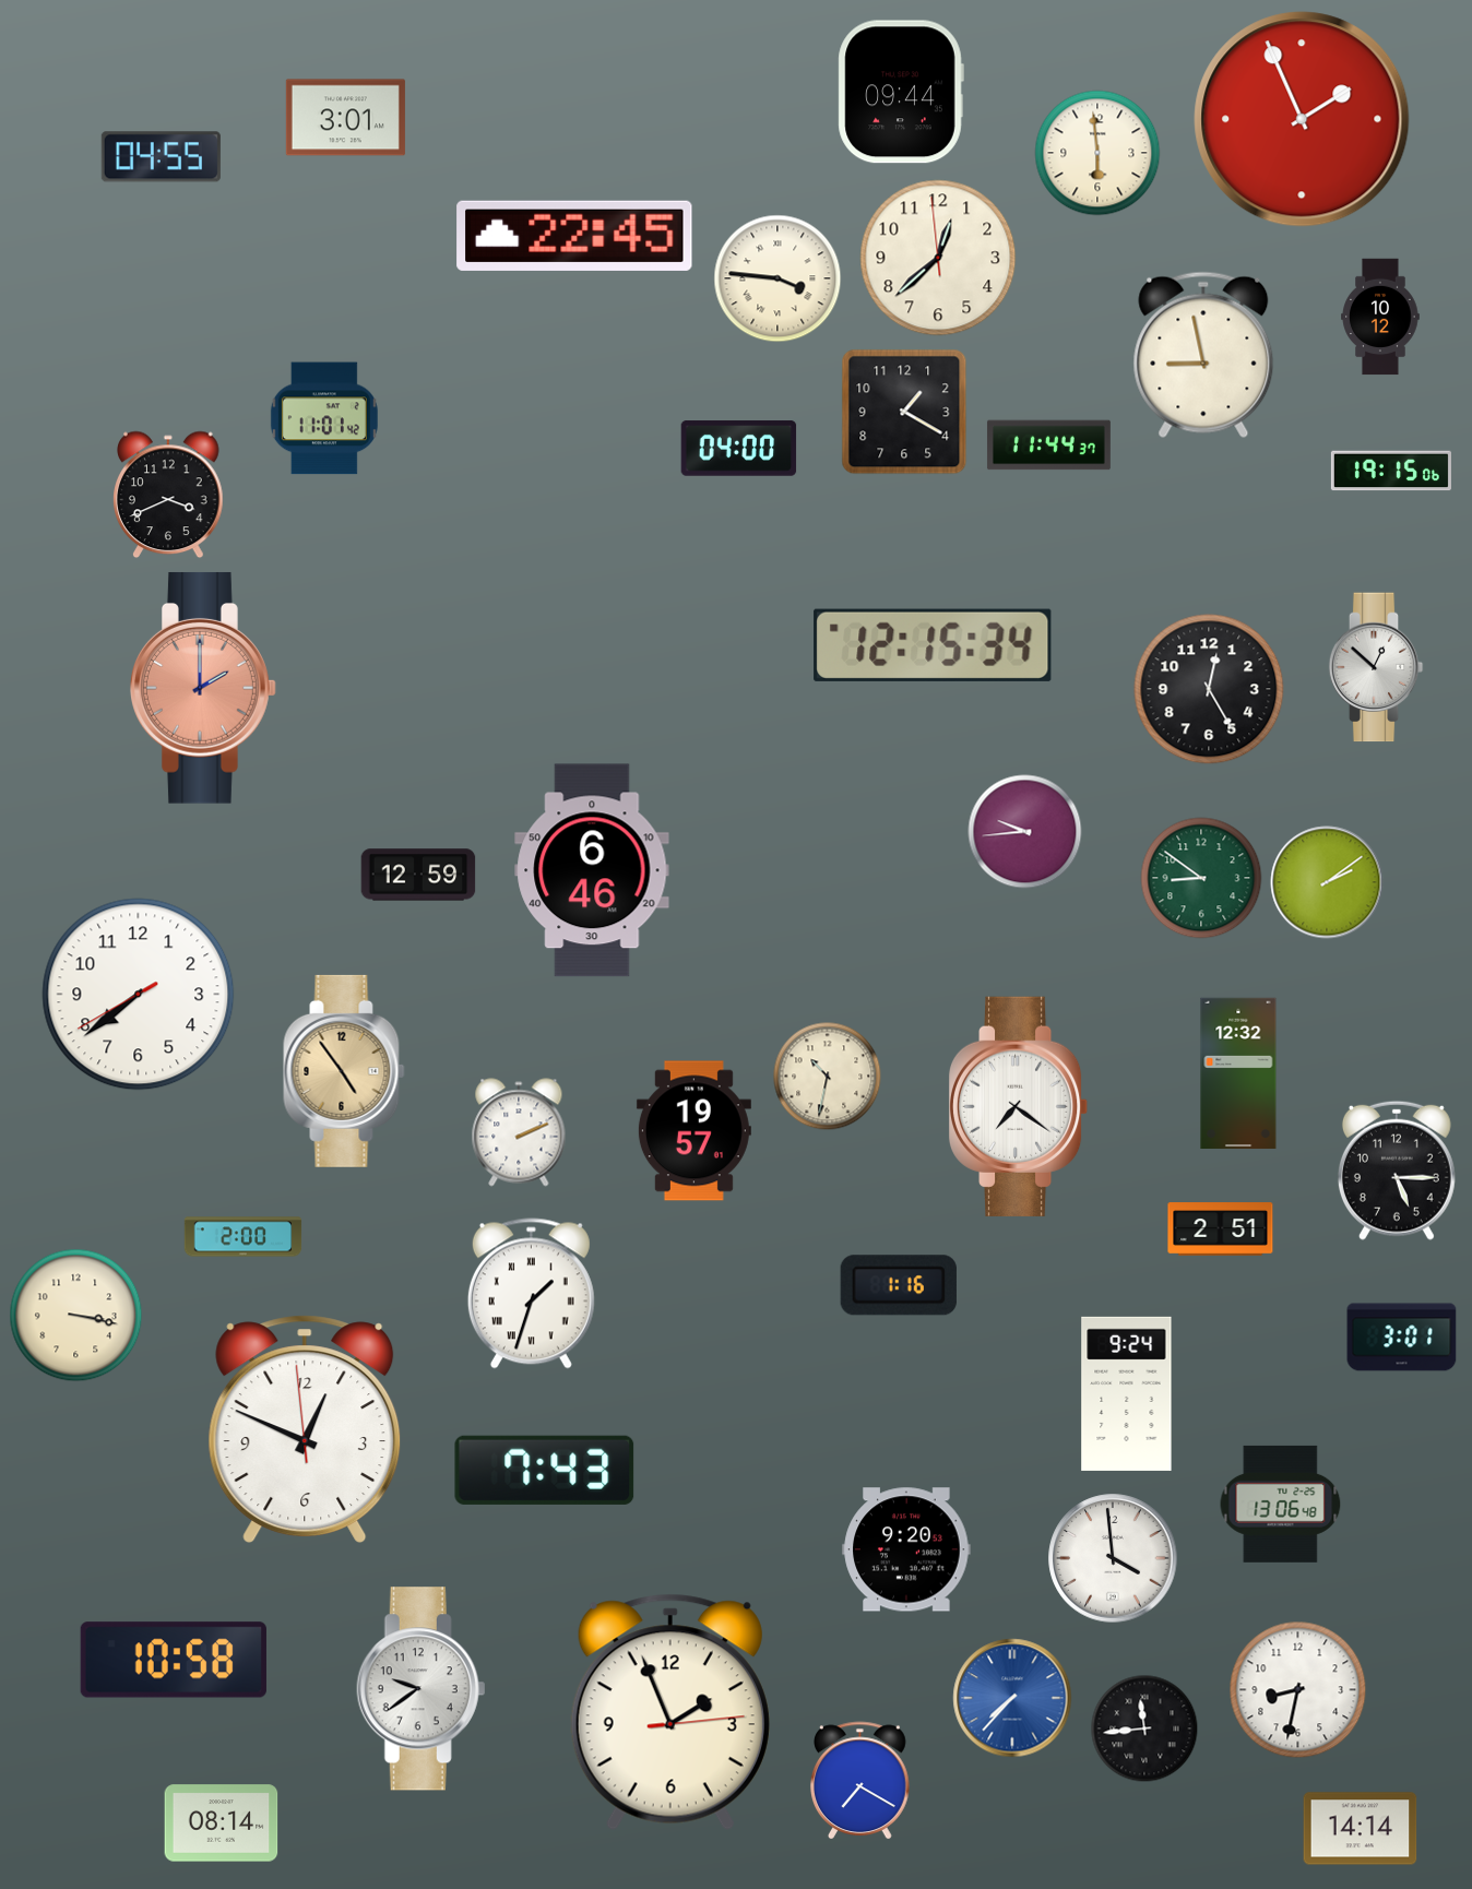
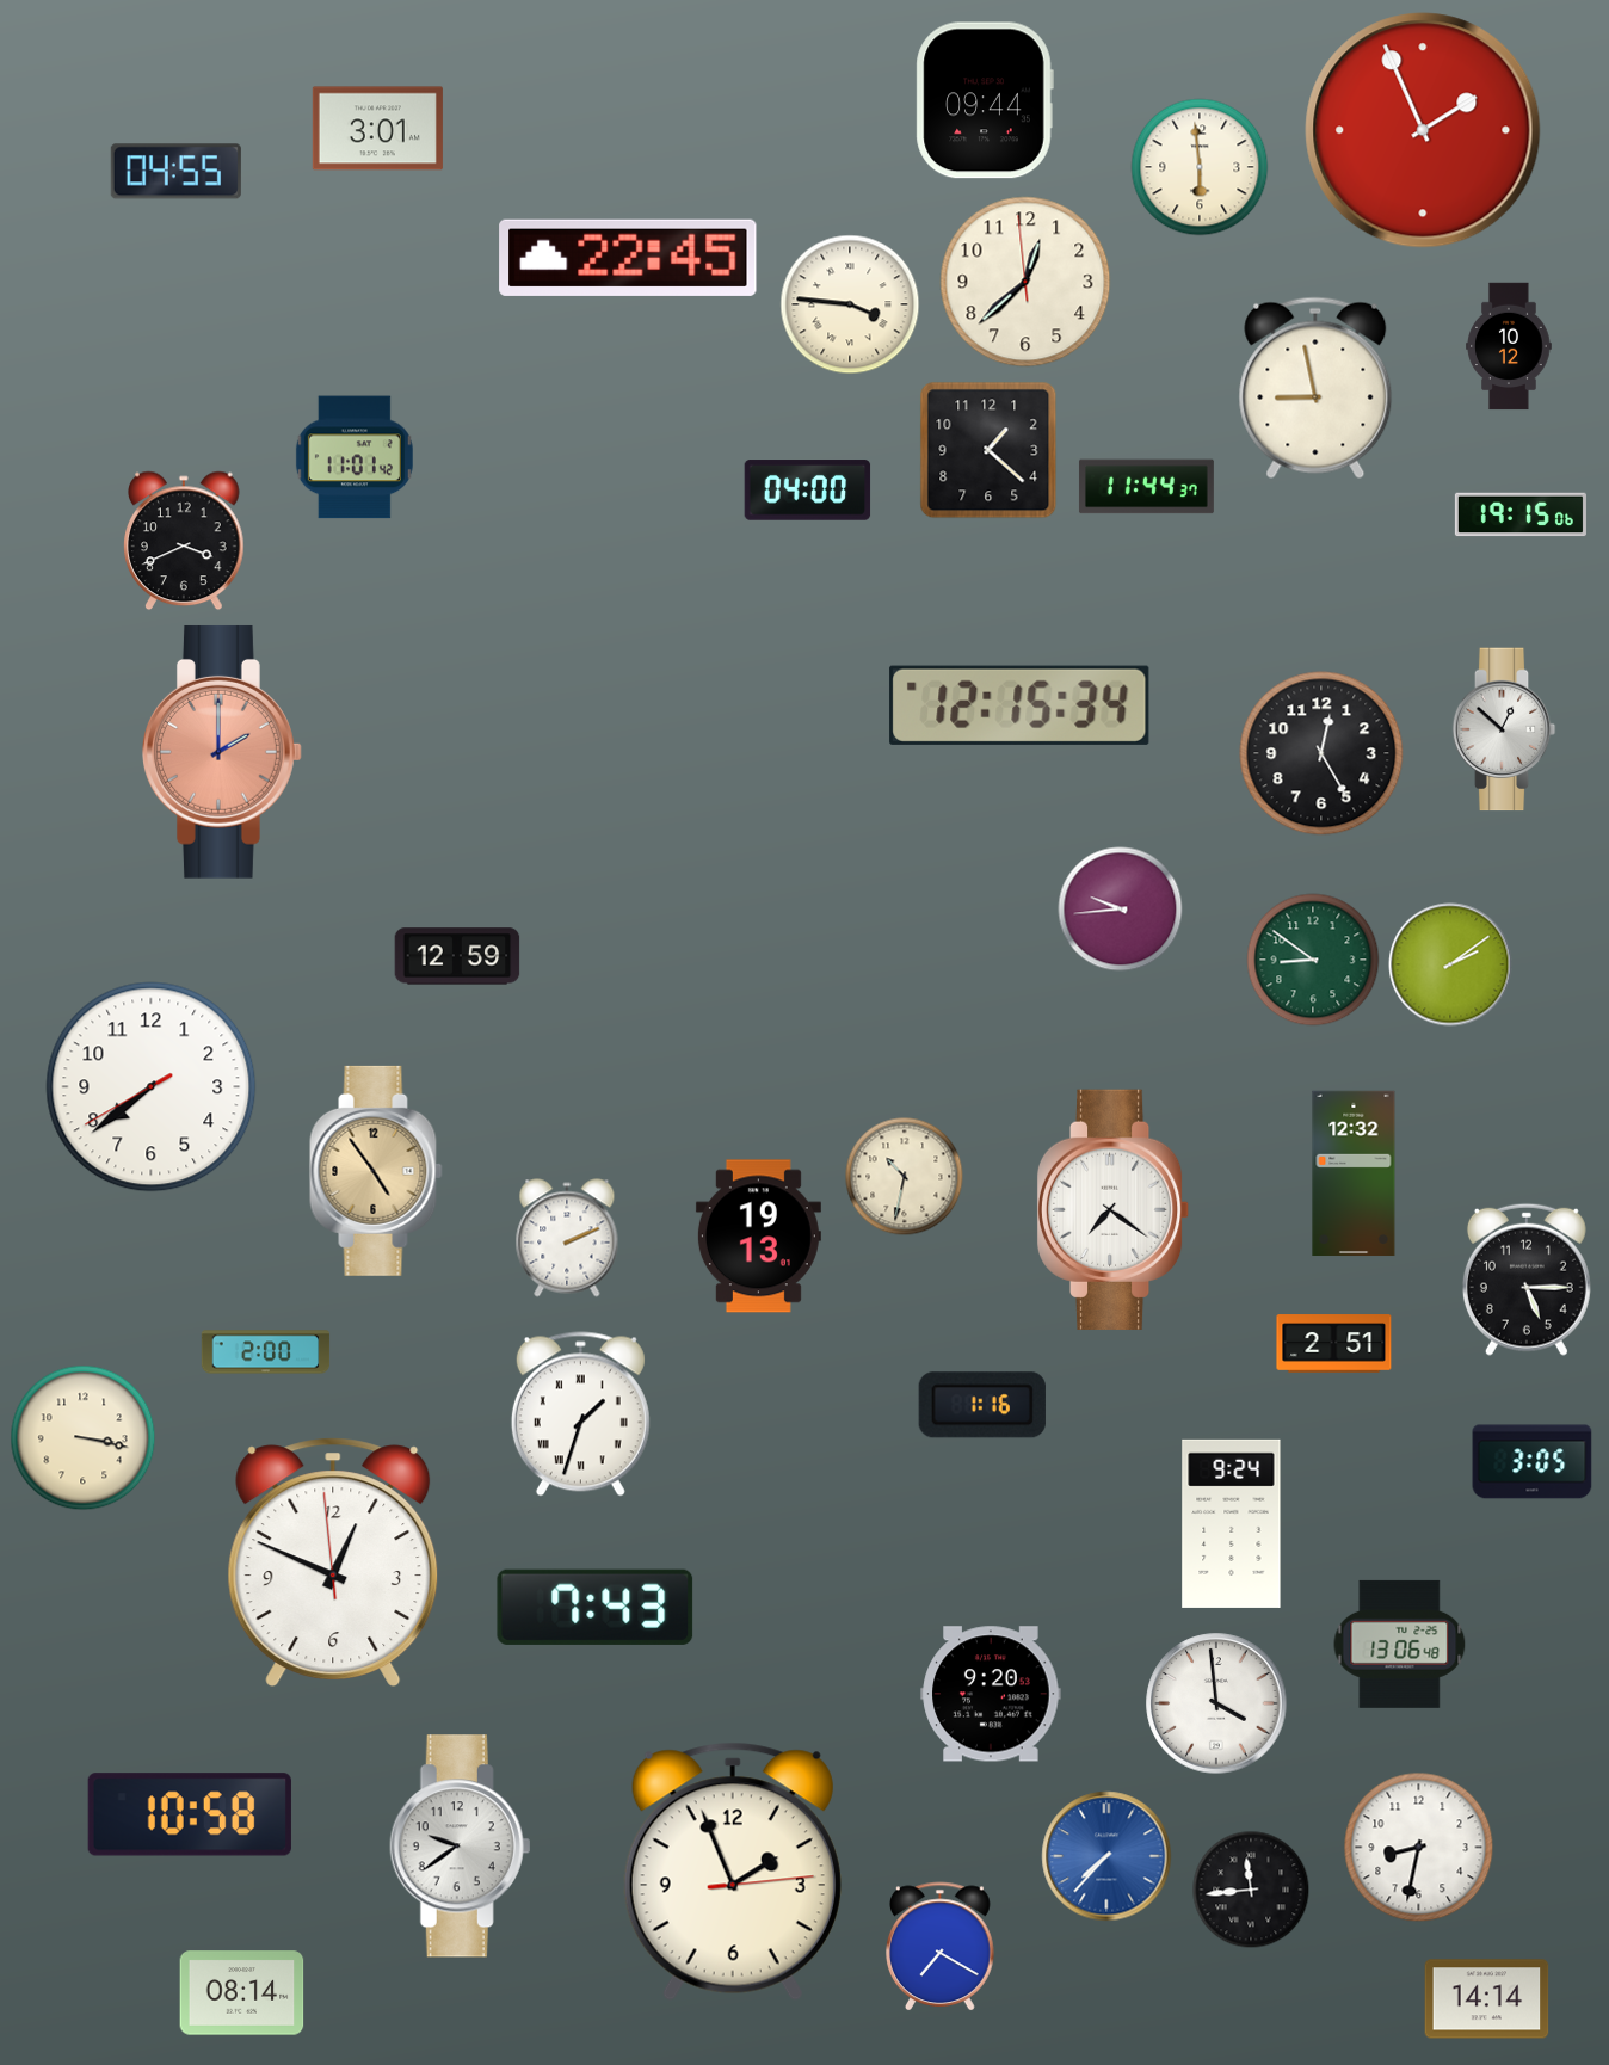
clock at (904, 412): 1:20 -> 1:22
clock at (592, 870): 6:46 -> none
clock at (693, 1131): 19:57 -> 19:13
clock at (1402, 1338): 3:01 -> 3:05
